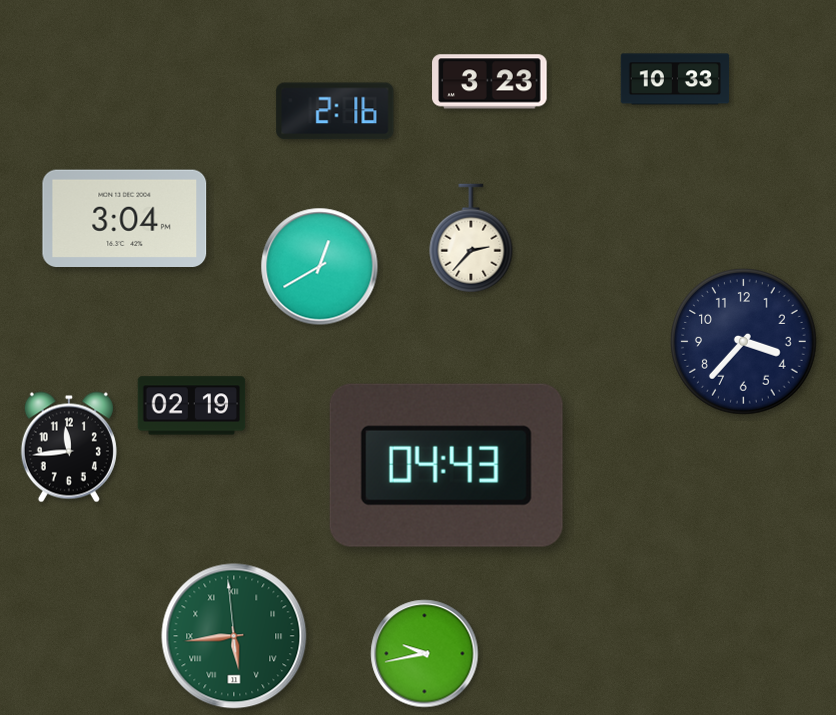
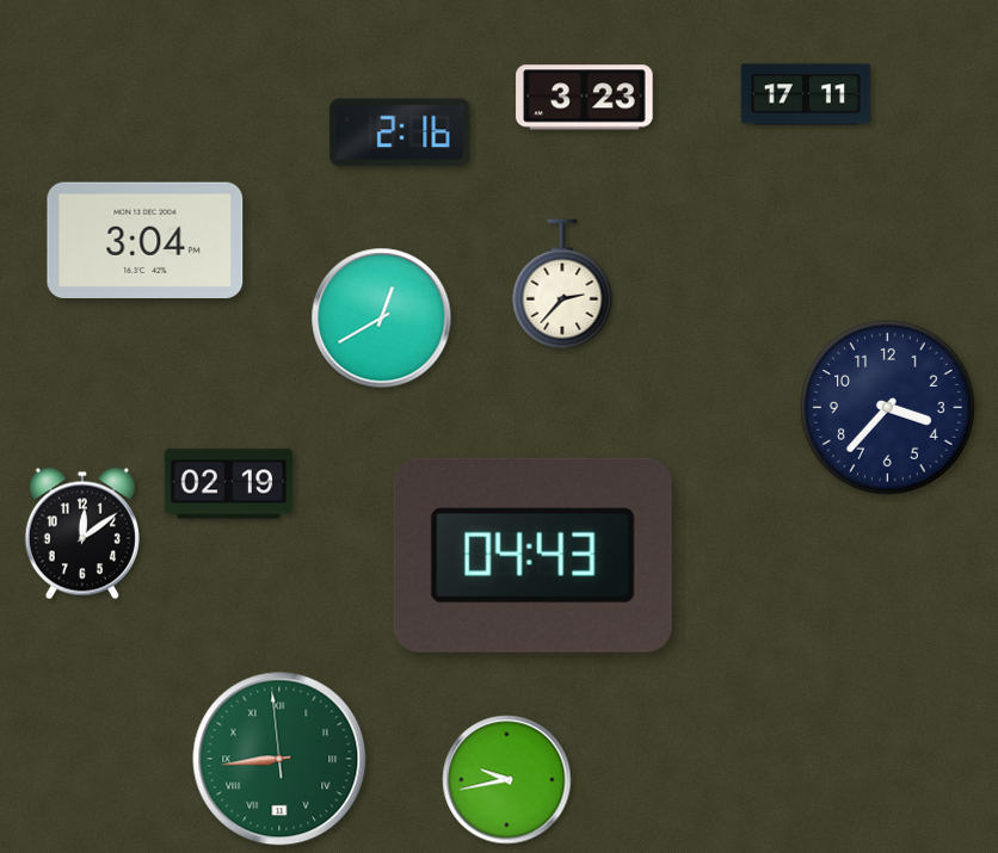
clock at (675, 79): 10:33 -> 17:11
clock at (125, 218) position: (125, 218) -> (146, 240)
clock at (69, 447): 11:44 -> 12:09
clock at (234, 636): 5:43 -> 8:43
